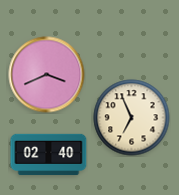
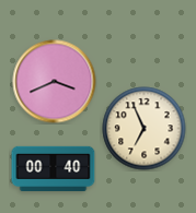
clock at (47, 75) position: (47, 75) -> (55, 82)
clock at (49, 155): 02:40 -> 00:40
